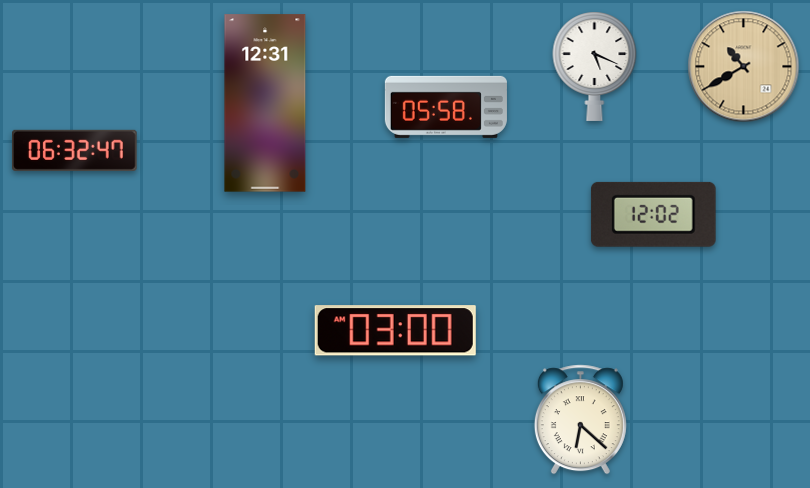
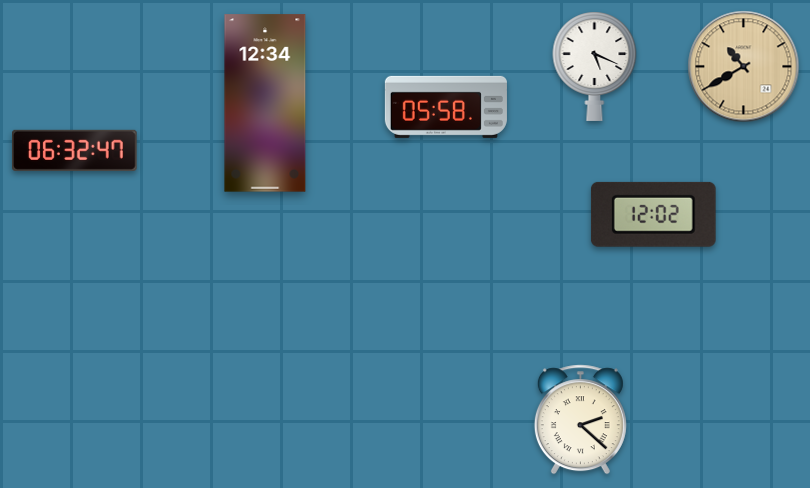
clock at (265, 103): 12:31 -> 12:34
clock at (395, 331): 03:00 -> none
clock at (580, 420): 6:22 -> 2:22
